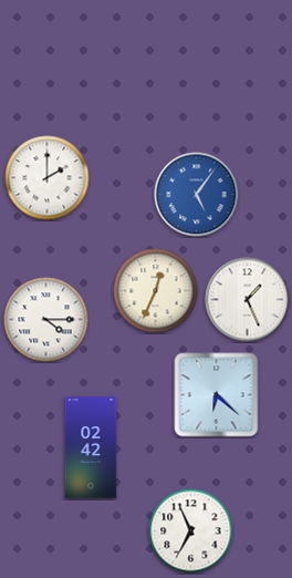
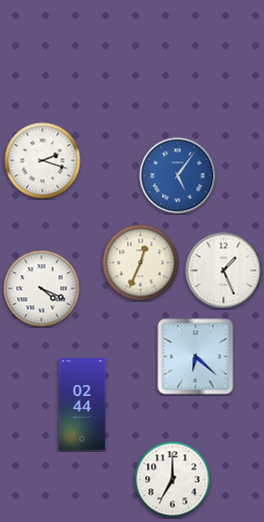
clock at (48, 178): 2:00 -> 2:18
clock at (46, 320): 4:15 -> 4:19
clock at (91, 447): 02:42 -> 02:44
clock at (191, 531): 6:56 -> 7:00
